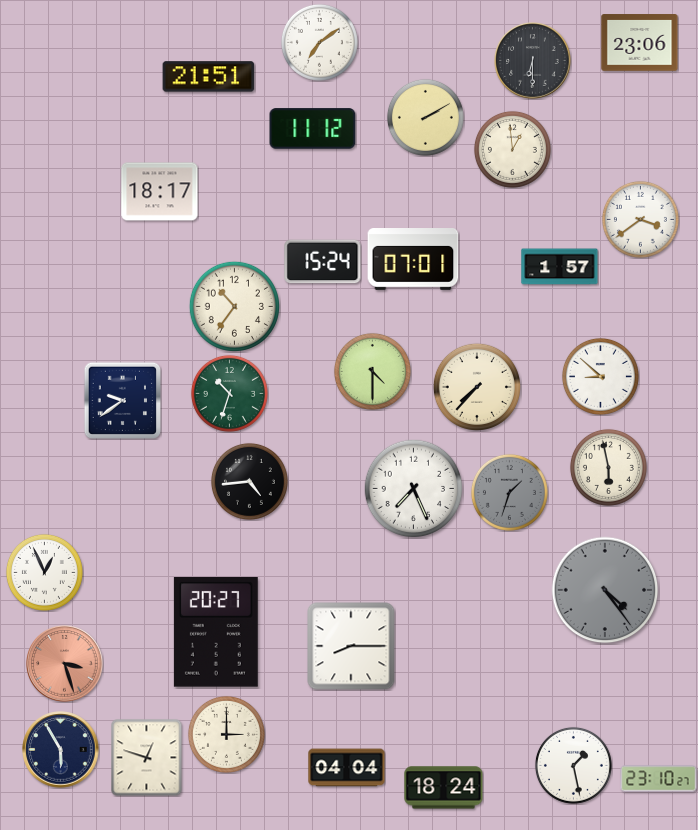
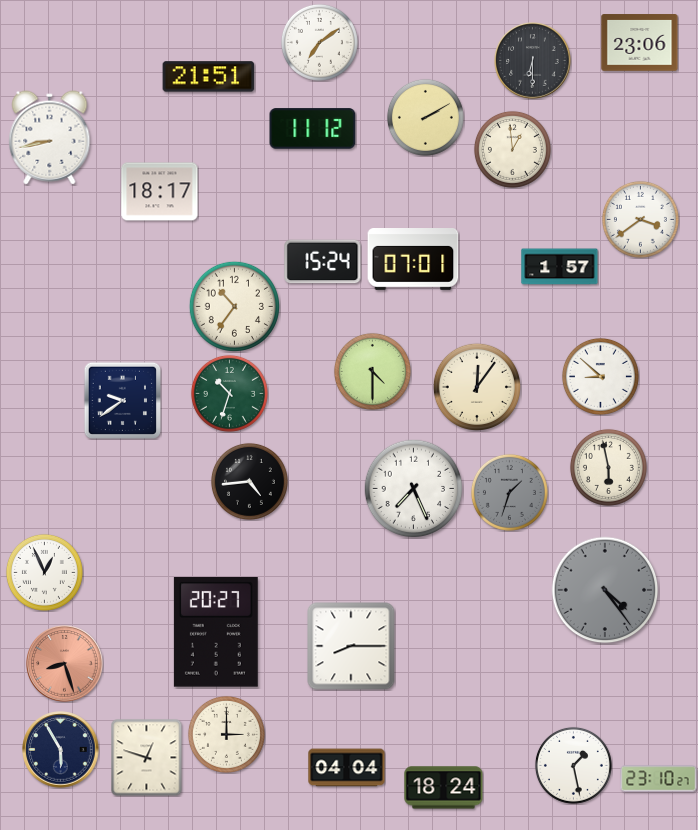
clock at (50, 138): none -> 8:43
clock at (477, 387): 7:37 -> 12:06
clock at (65, 664): 3:27 -> 8:27
